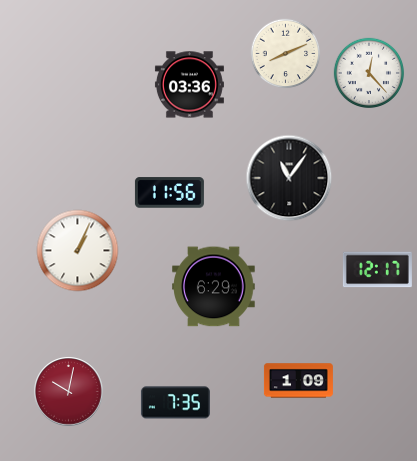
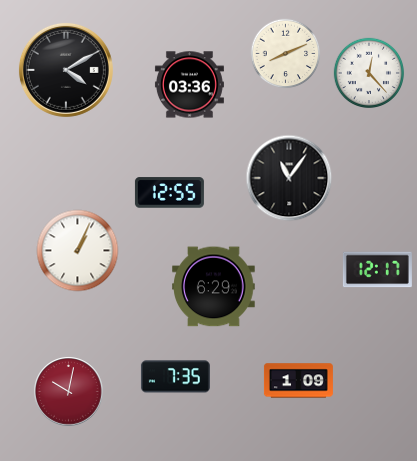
clock at (66, 70): none -> 4:10
clock at (169, 193): 11:56 -> 12:55
clock at (175, 403) position: (175, 403) -> (175, 377)
